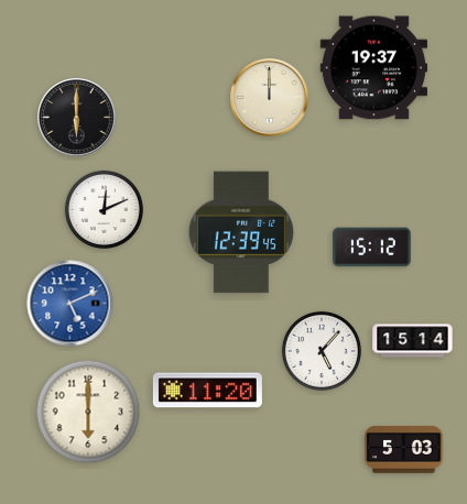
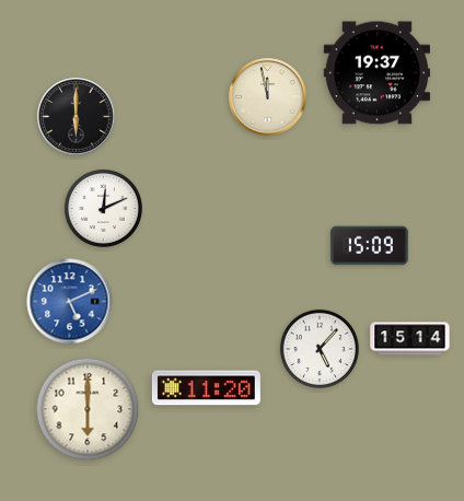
clock at (373, 68) position: (373, 68) -> (376, 73)
clock at (270, 98): 12:00 -> 11:58
clock at (241, 232): 12:39 -> none
clock at (372, 248): 15:12 -> 15:09
clock at (404, 450): 5:03 -> none
